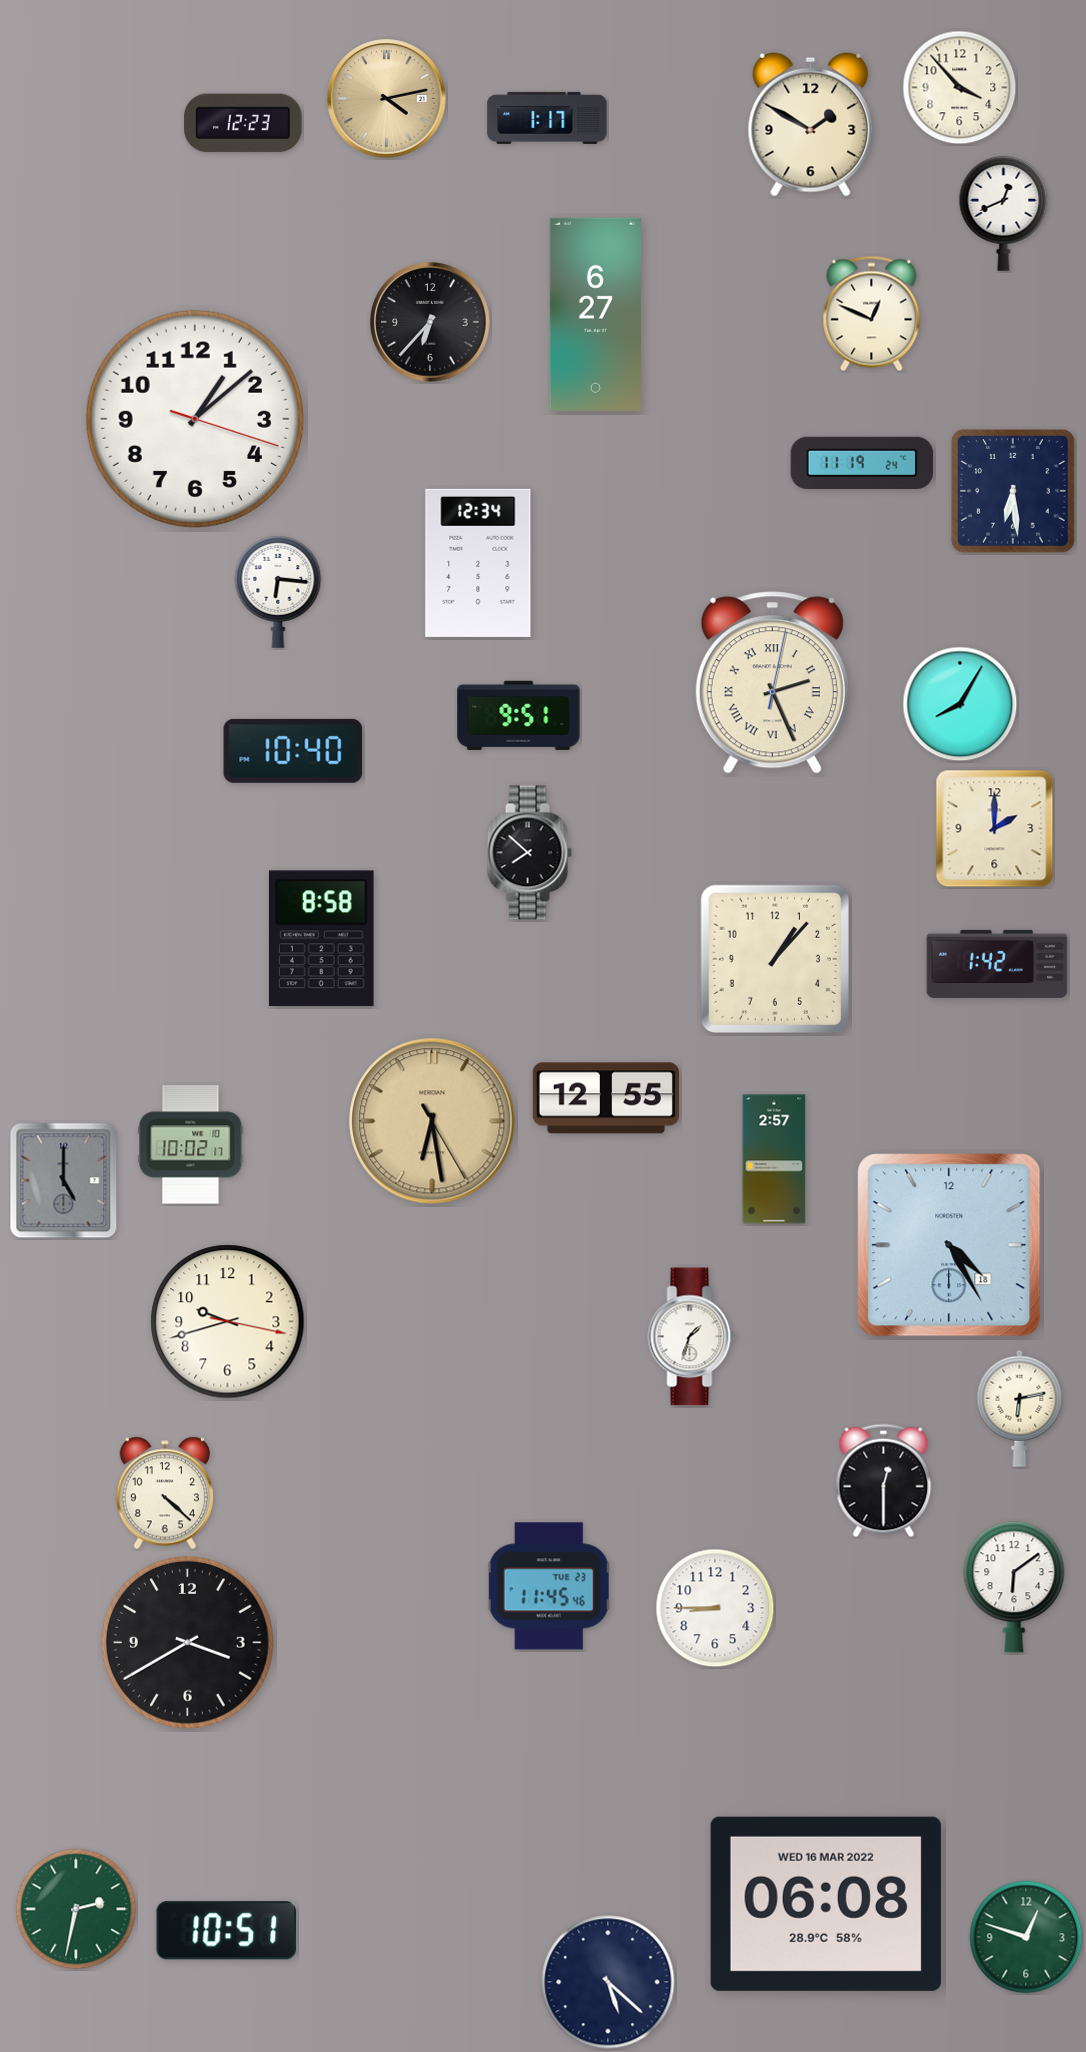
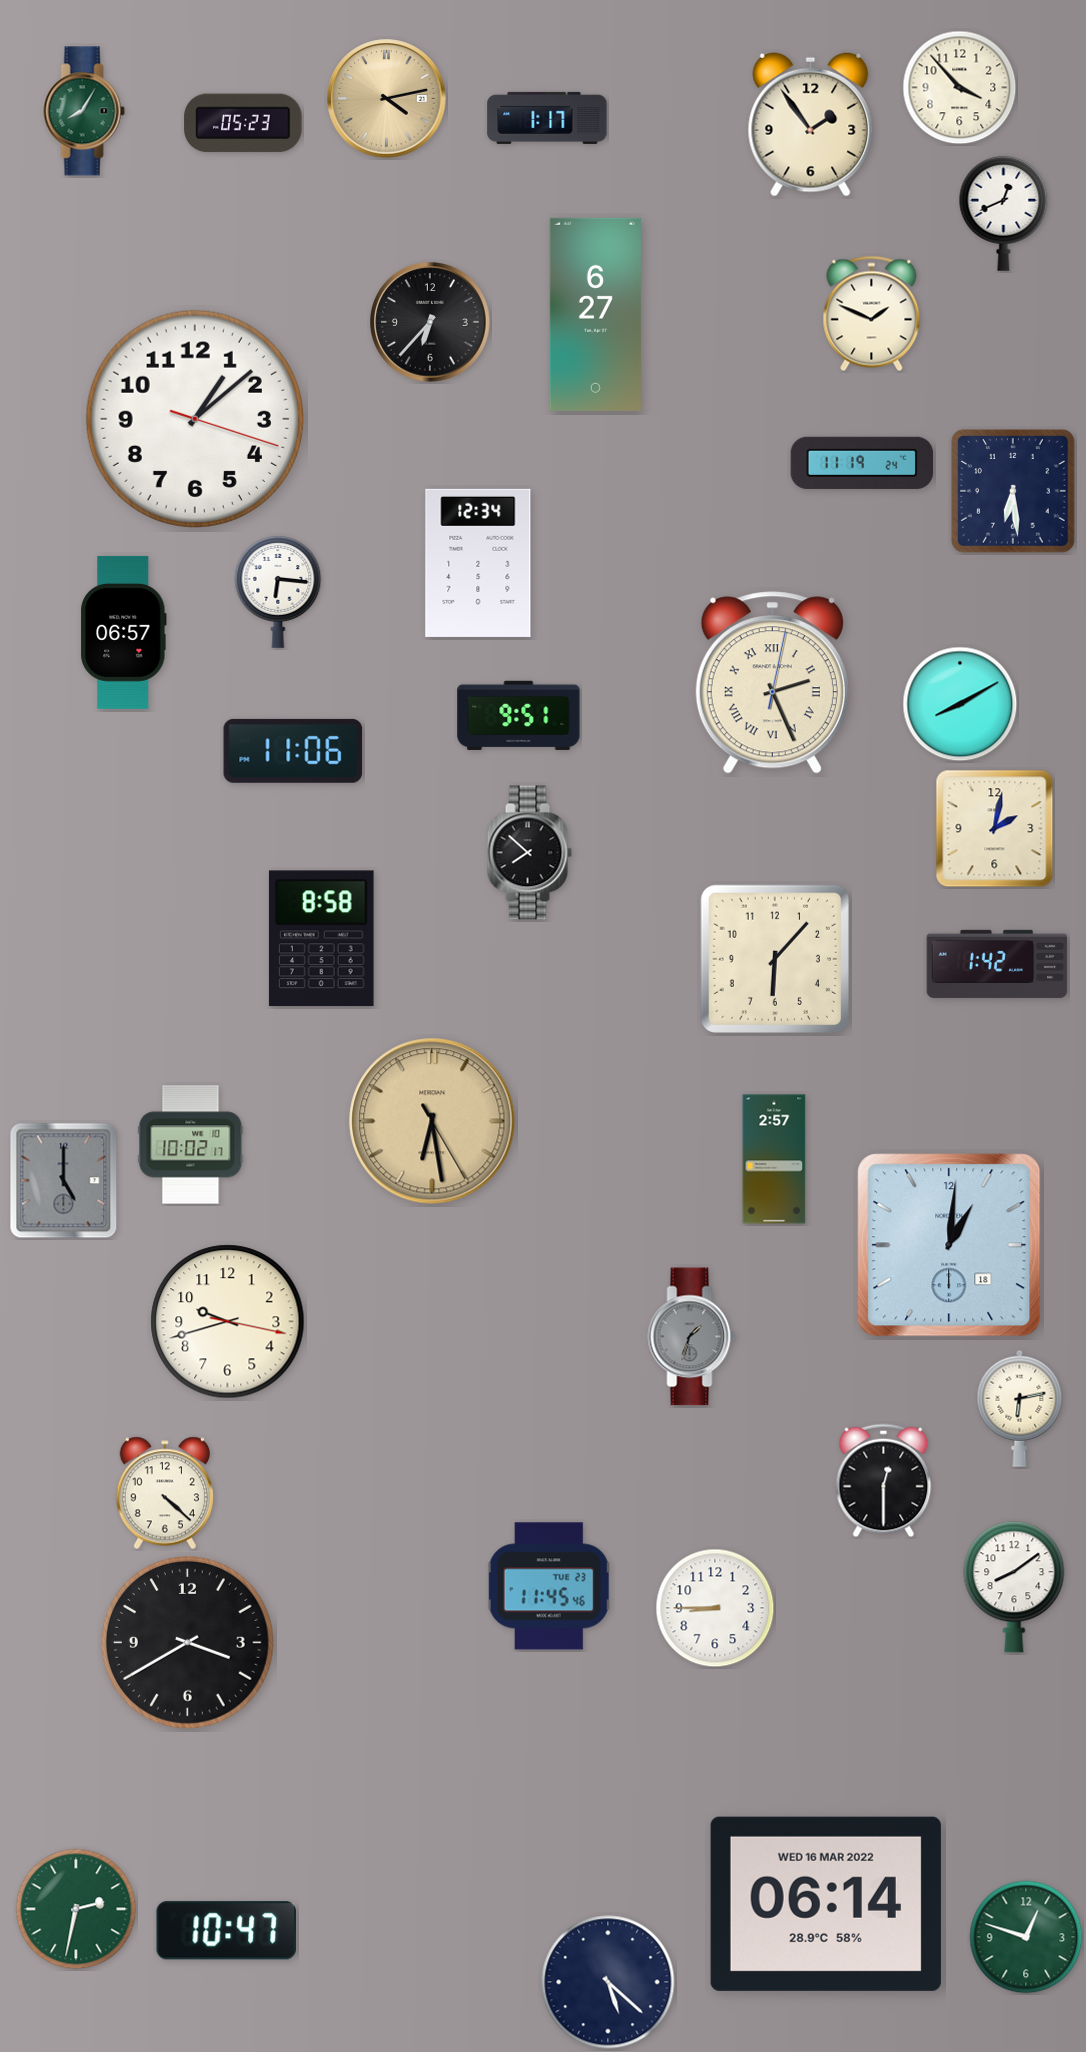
clock at (84, 111): none -> 8:05
clock at (243, 123): 12:23 -> 05:23
clock at (811, 124): 1:50 -> 1:54
clock at (872, 314): 12:49 -> 1:49
clock at (124, 632): none -> 06:57
clock at (960, 704): 8:05 -> 8:10
clock at (293, 751): 10:40 -> 11:06
clock at (995, 829): 2:00 -> 2:02
clock at (775, 959): 1:07 -> 6:07
clock at (606, 1098): 12:55 -> none
clock at (949, 1245): 4:25 -> 1:01
clock at (692, 1337) dial: white -> grey
clock at (1014, 1587): 6:09 -> 8:09
clock at (826, 1904): 06:08 -> 06:14
clock at (226, 1931): 10:51 -> 10:47
